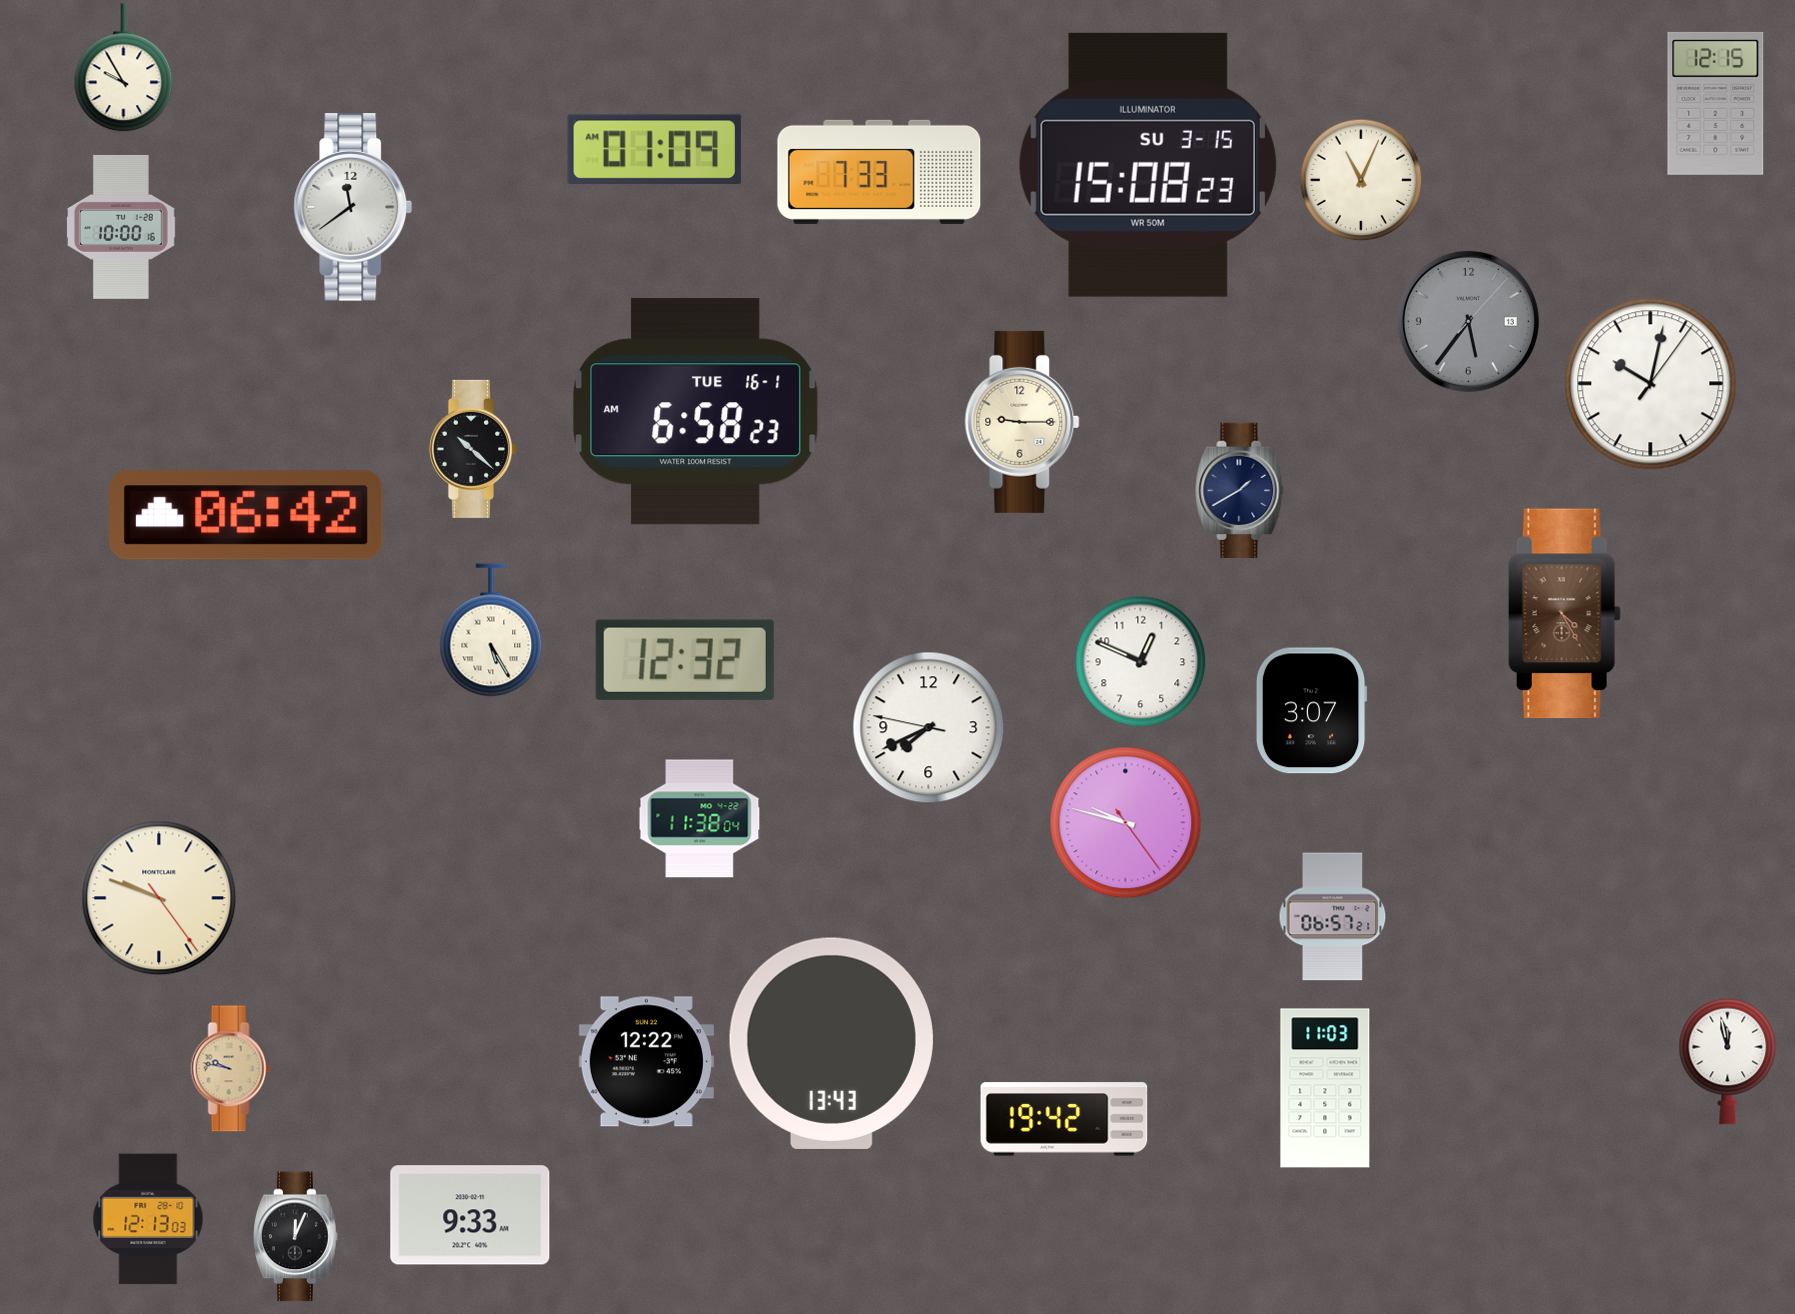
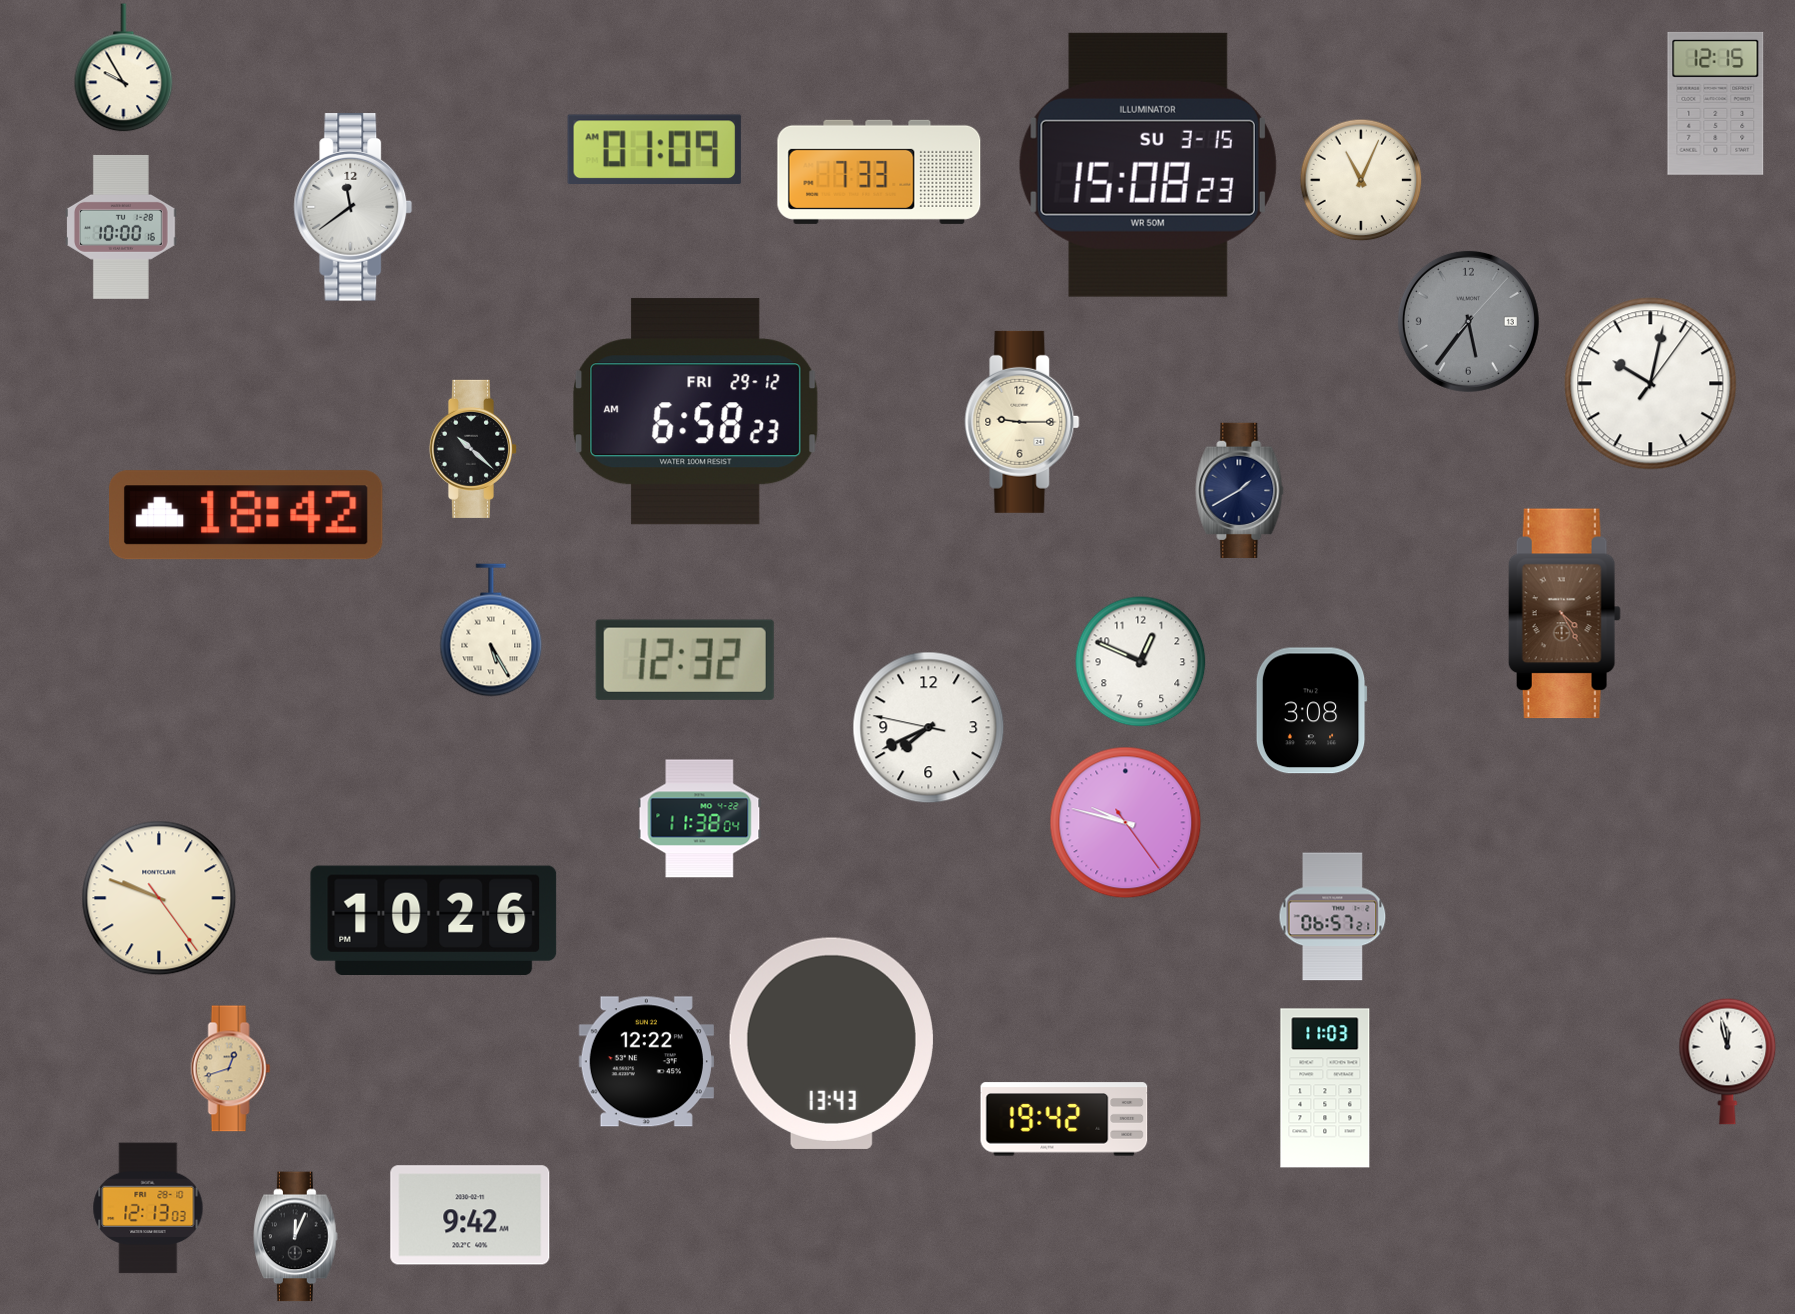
clock at (696, 412) date: TUE 16-1 -> FRI 29-12
clock at (247, 515): 06:42 -> 18:42
clock at (1311, 711): 3:07 -> 3:08
clock at (434, 920): none -> 10:26
clock at (231, 1069): 9:47 -> 12:42
clock at (470, 1215): 9:33 -> 9:42
clock at (148, 1219) position: (148, 1219) -> (148, 1208)
